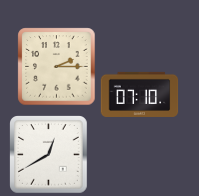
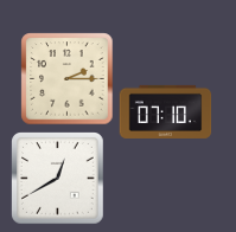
clock at (48, 154) position: (48, 154) -> (57, 178)
